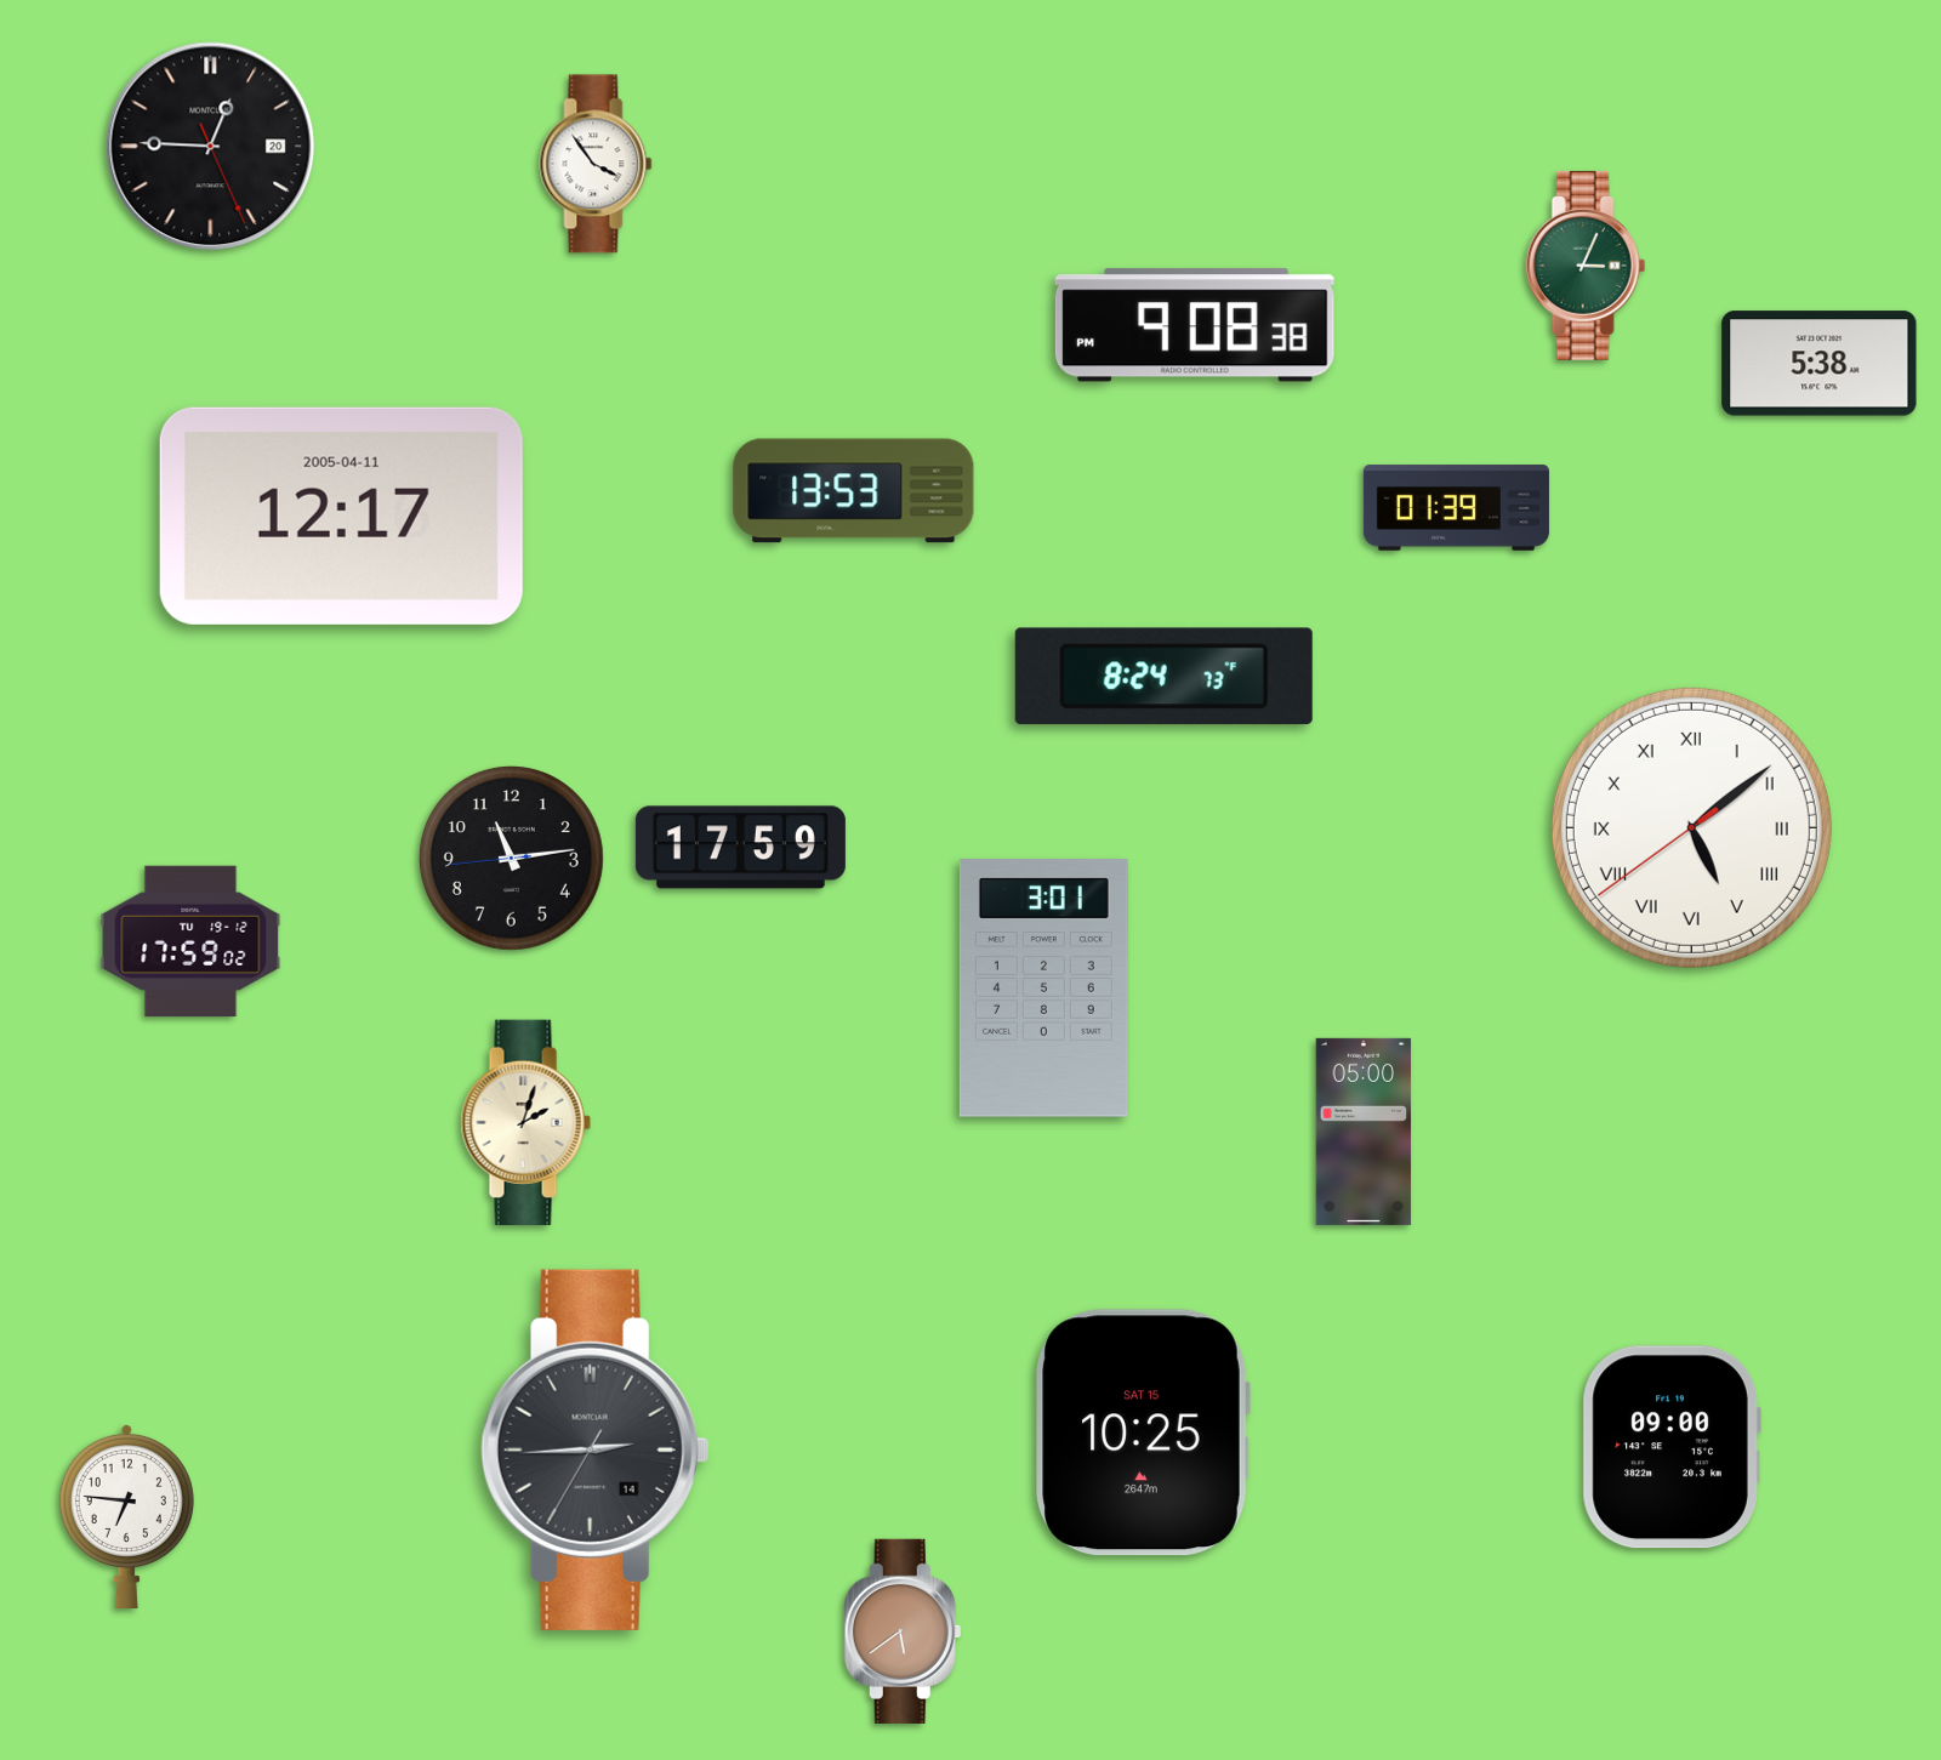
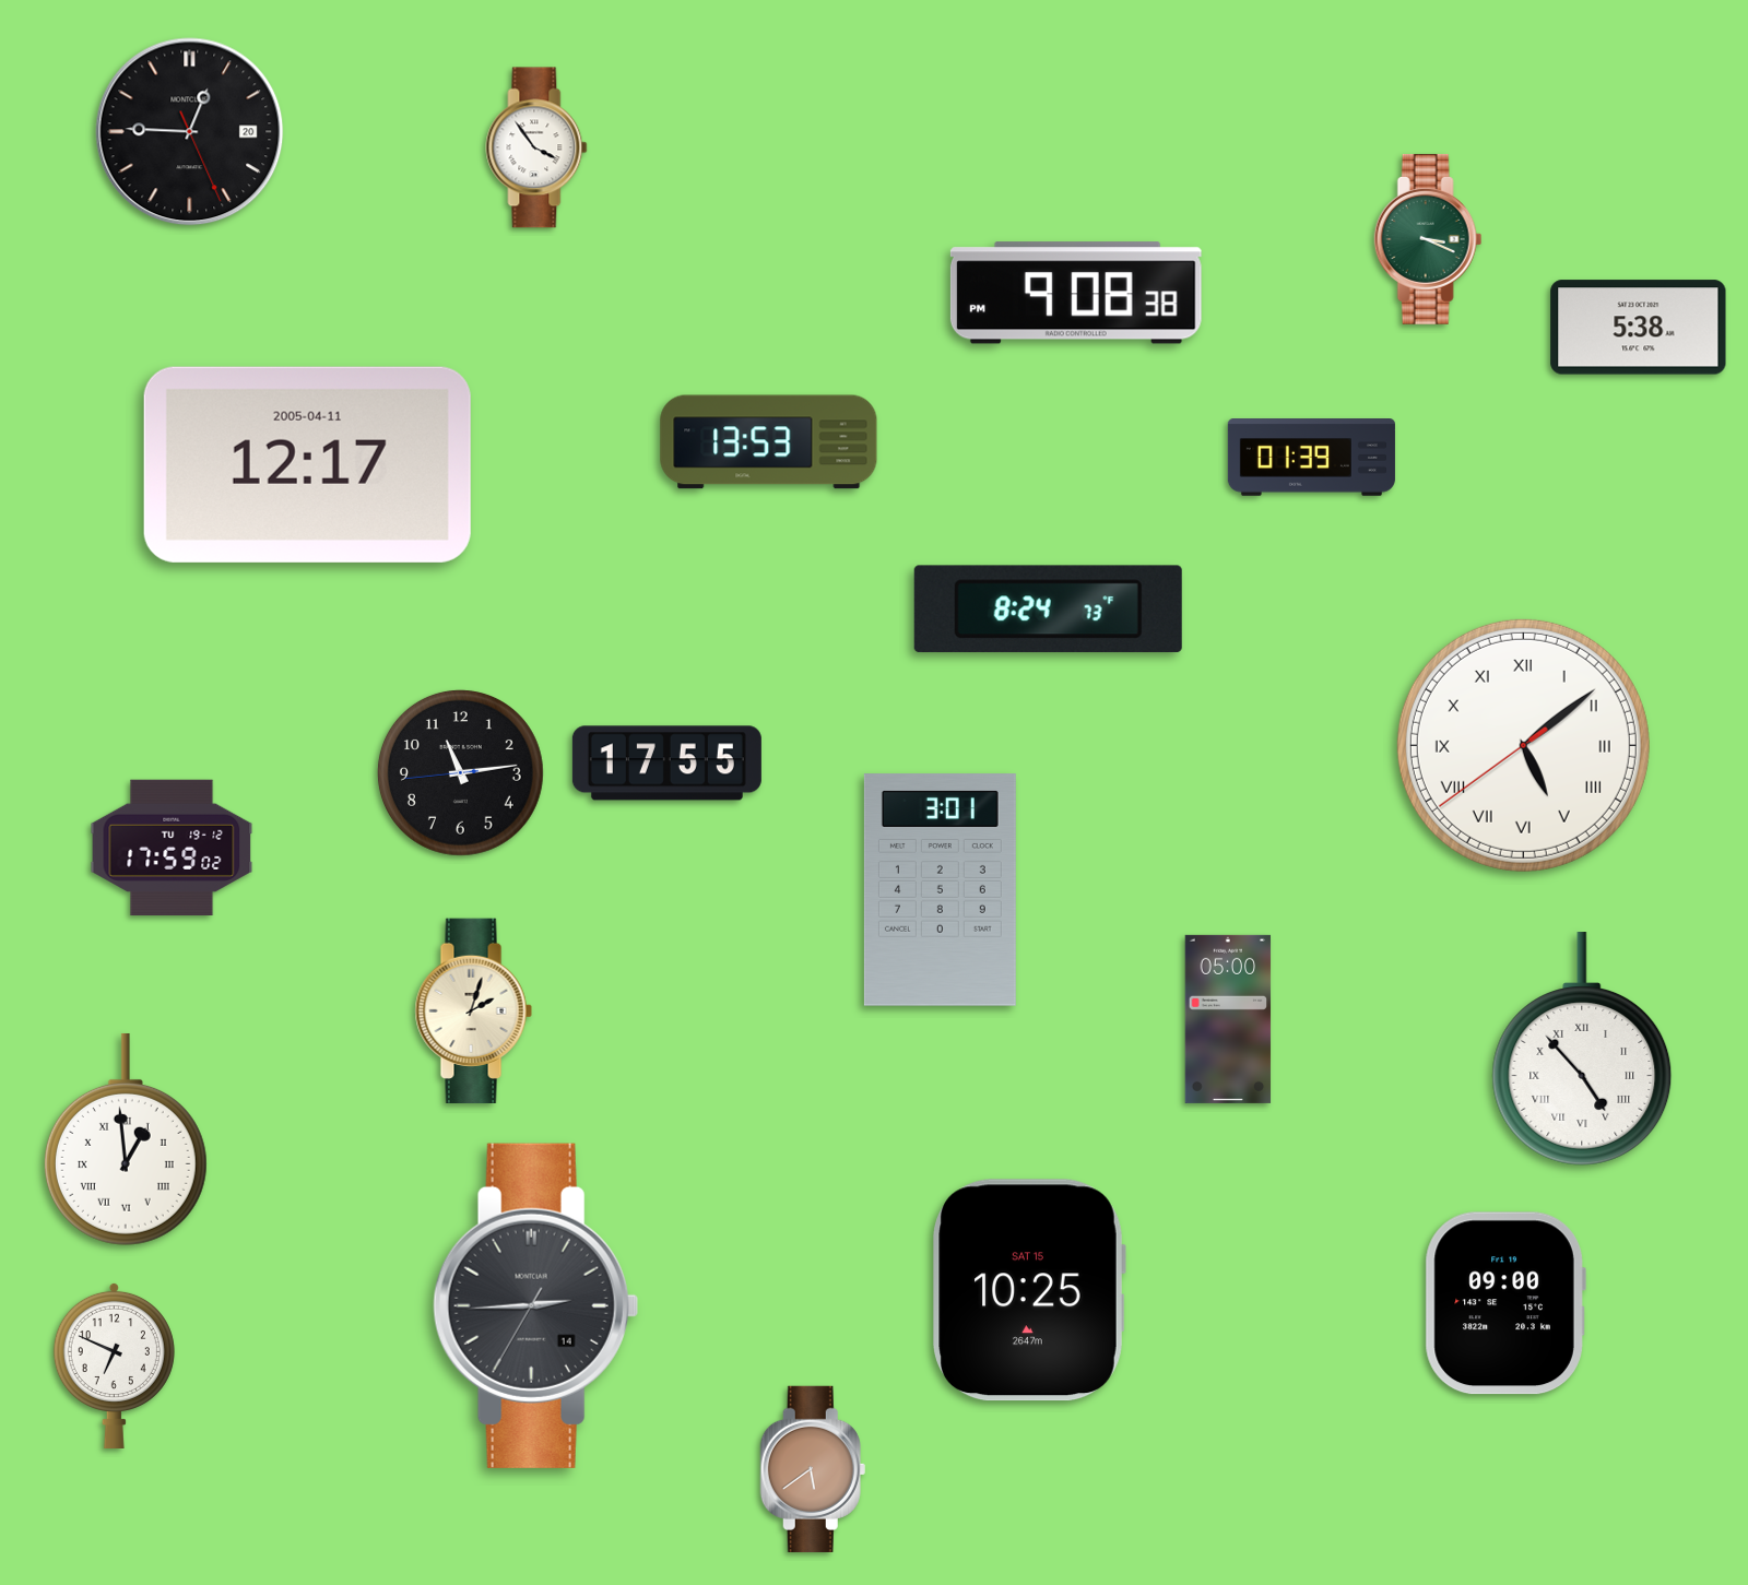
clock at (1586, 266): 3:04 -> 3:19
clock at (740, 848): 17:59 -> 17:55
clock at (1582, 1049): none -> 4:53
clock at (126, 1139): none -> 12:59
clock at (126, 1516): 6:46 -> 6:49
